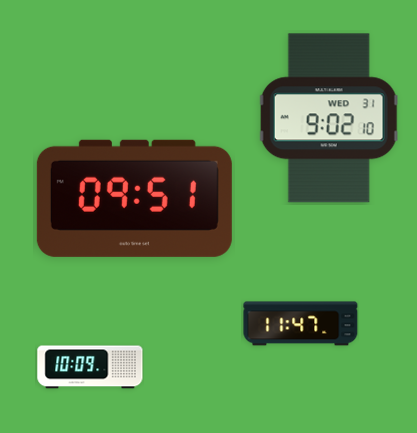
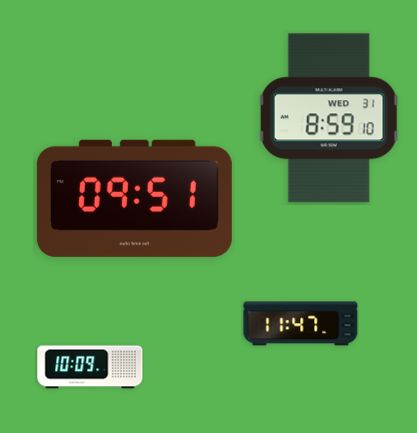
clock at (329, 118): 9:02 -> 8:59
